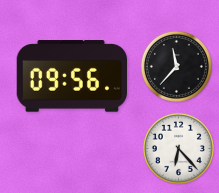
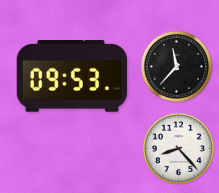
clock at (71, 76): 09:56 -> 09:53
clock at (178, 148): 6:23 -> 8:23
